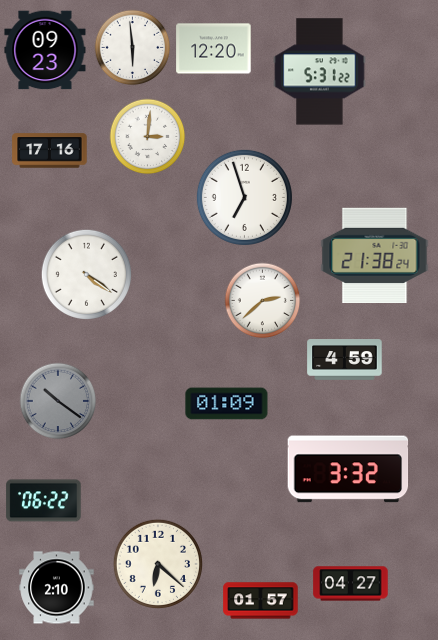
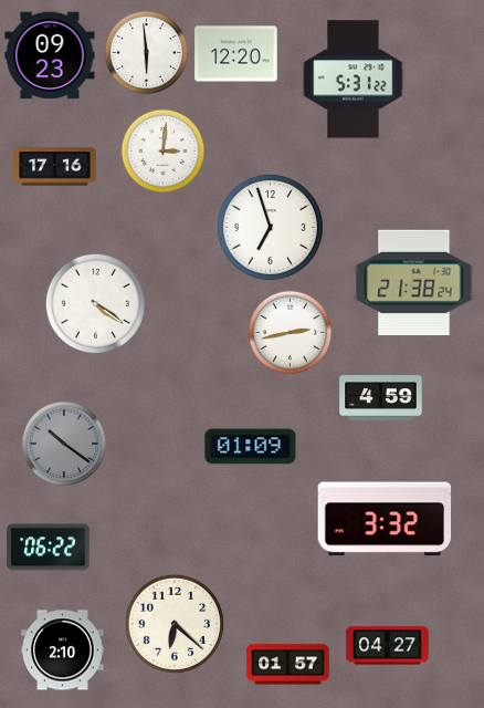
clock at (244, 197) position: (244, 197) -> (270, 227)
clock at (263, 301): 2:38 -> 2:43
clock at (44, 501) position: (44, 501) -> (49, 548)
